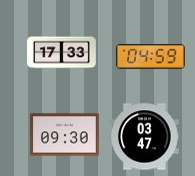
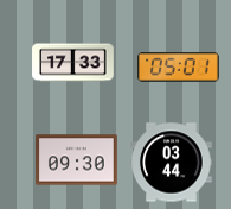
clock at (151, 57): 04:59 -> 05:01
clock at (145, 137): 03:47 -> 03:44
